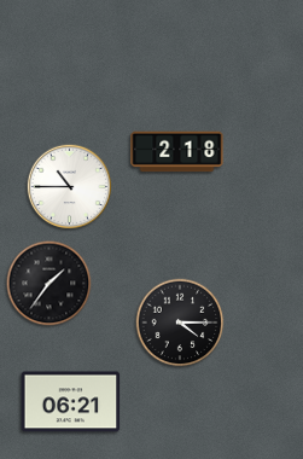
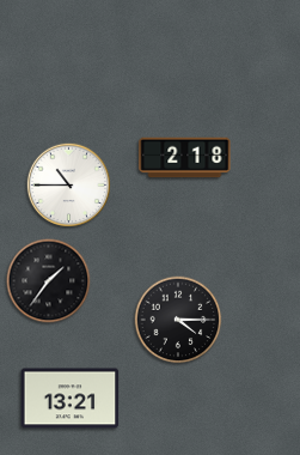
clock at (177, 152) position: (177, 152) -> (185, 158)
clock at (71, 402): 06:21 -> 13:21
